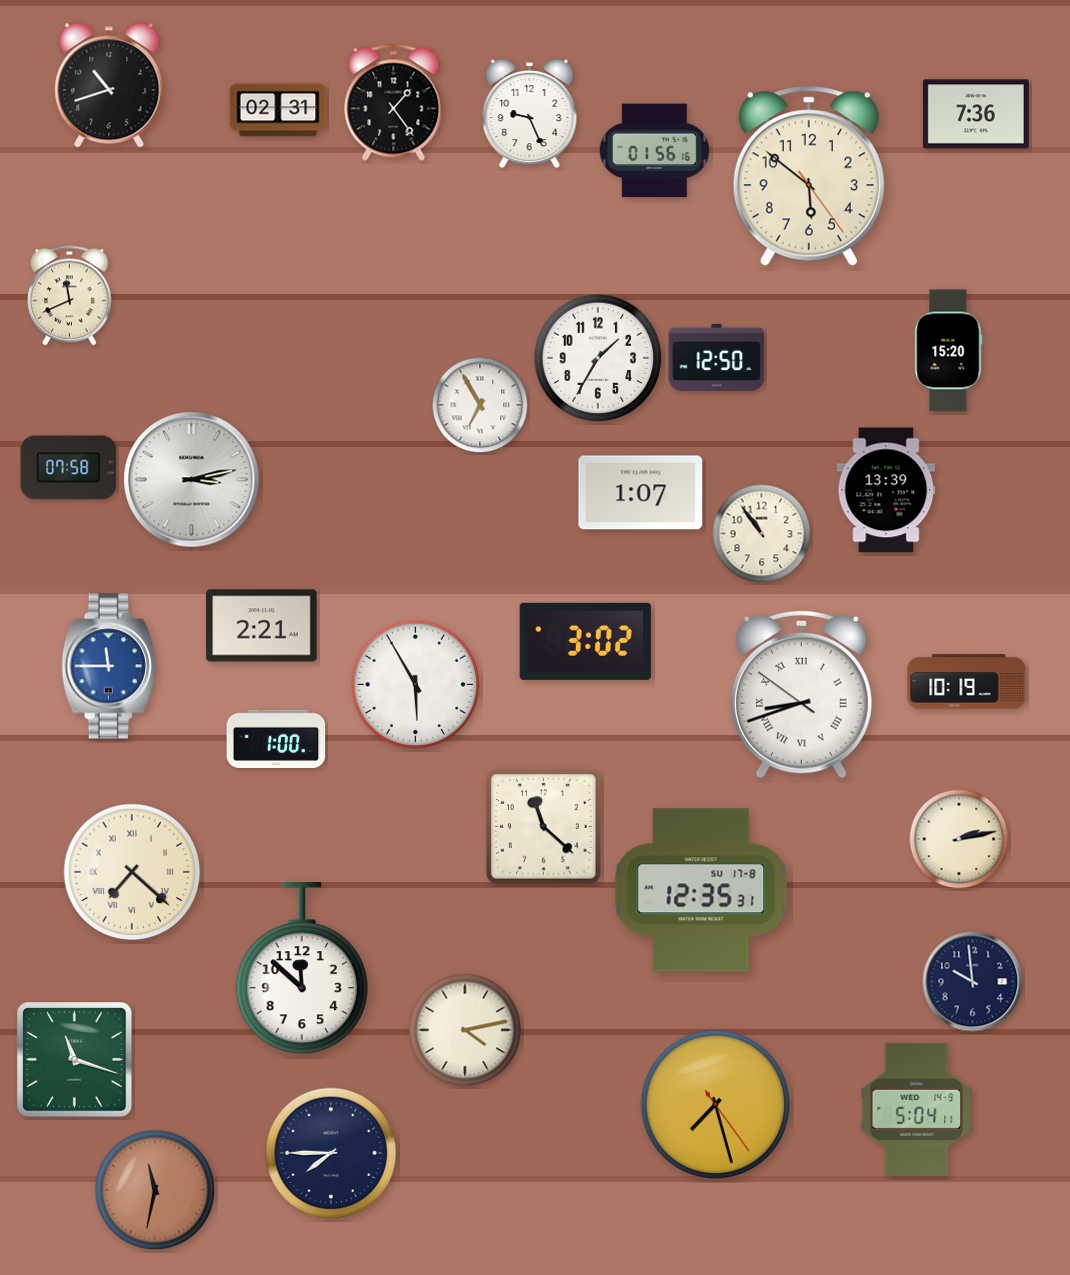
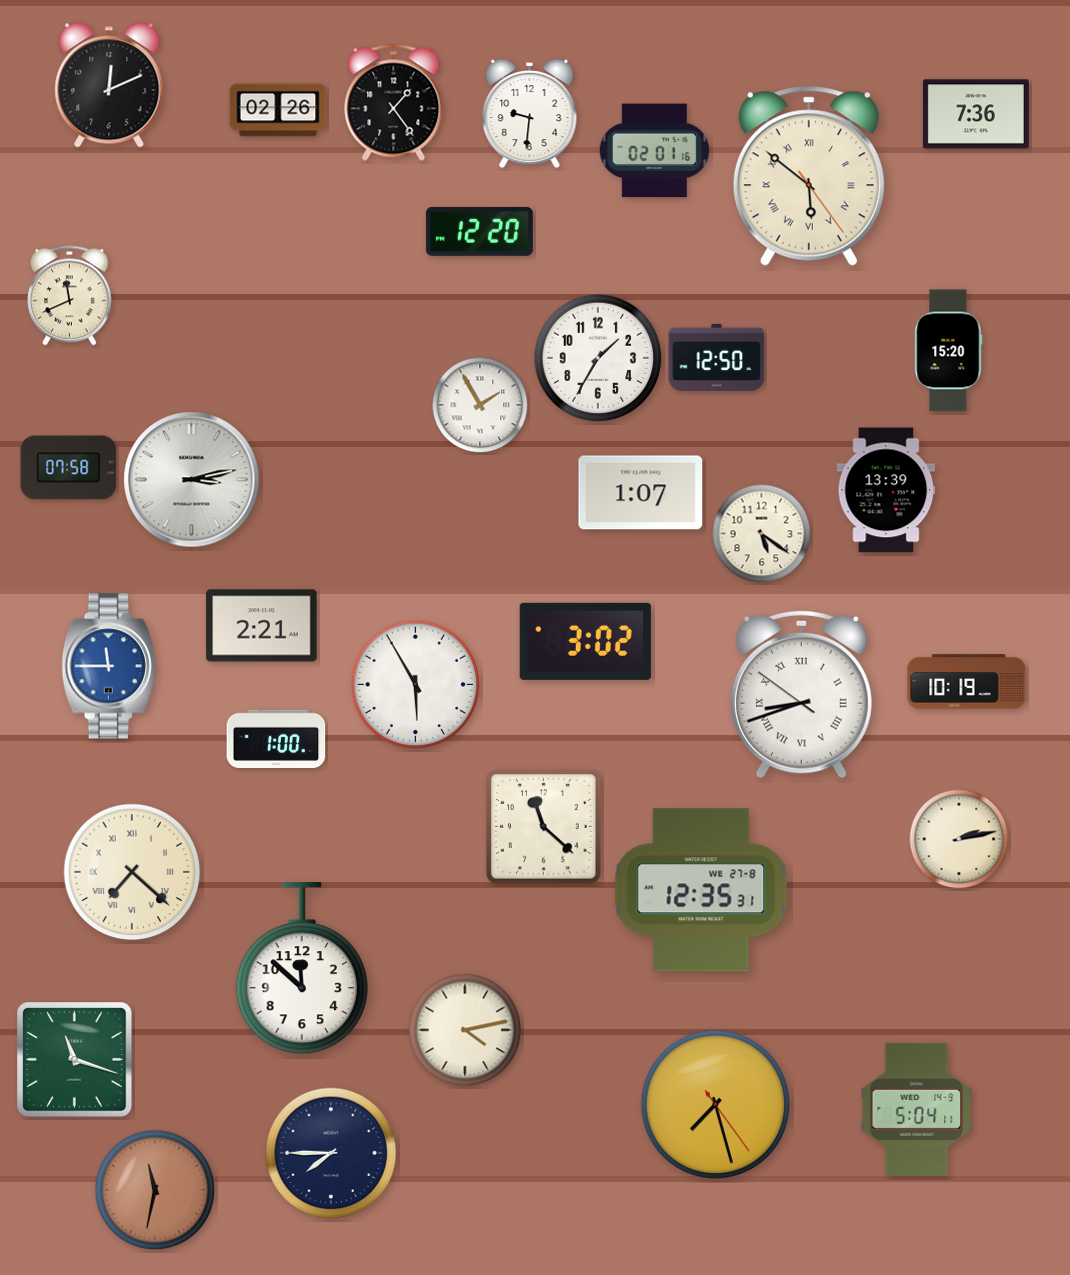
clock at (109, 85): 10:42 -> 12:11
clock at (278, 110): 02:31 -> 02:26
clock at (530, 114): 9:26 -> 9:31
clock at (654, 151): 01:56 -> 02:01
clock at (809, 176) numerals: Arabic -> Roman
clock at (479, 231): none -> 12:20
clock at (480, 405): 6:55 -> 1:55
clock at (762, 534): 10:54 -> 5:21
clock at (701, 890) date: SU 17-8 -> WE 27-8
clock at (973, 982): 9:59 -> none
